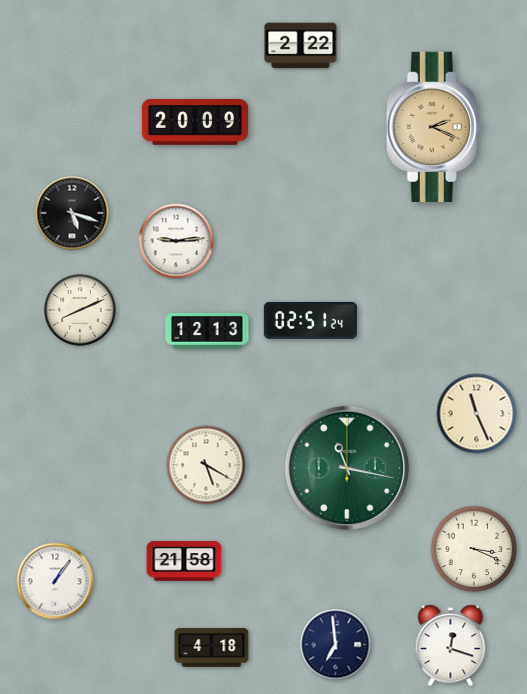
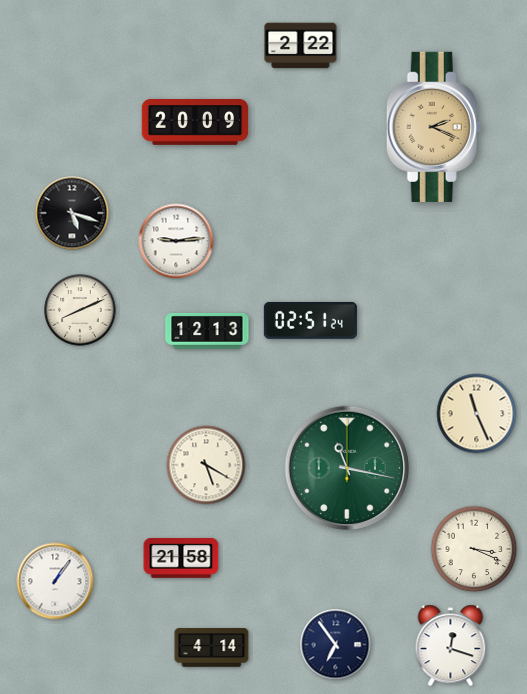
clock at (184, 561) position: (184, 561) -> (181, 558)
clock at (336, 645): 6:59 -> 6:54
clock at (212, 648): 4:18 -> 4:14
